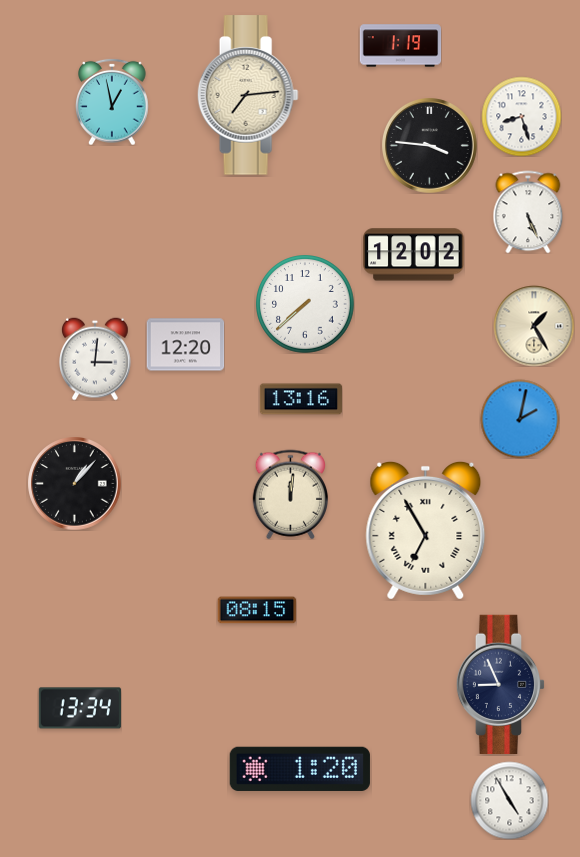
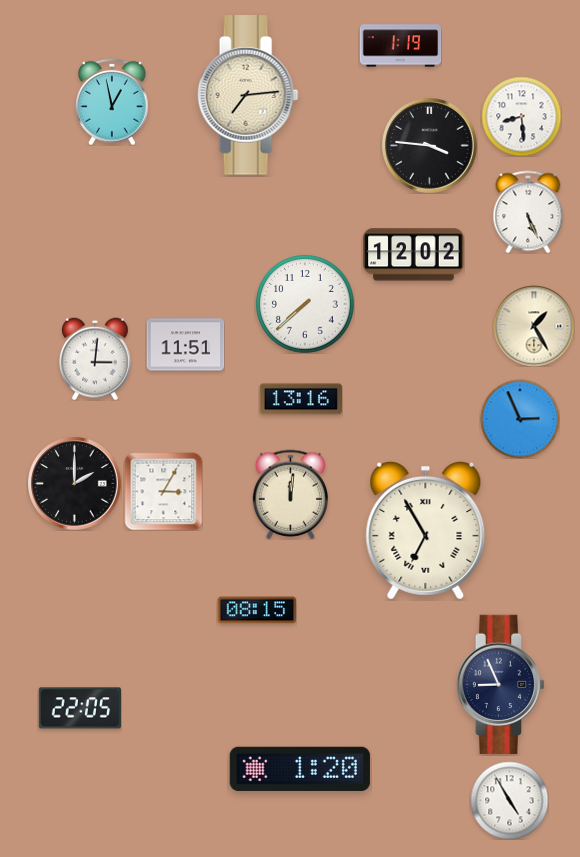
clock at (521, 116): 8:27 -> 8:29
clock at (185, 345): 12:20 -> 11:51
clock at (520, 419): 2:02 -> 2:56
clock at (74, 483): 1:07 -> 2:00
clock at (163, 491): none -> 3:05
clock at (79, 708): 13:34 -> 22:05
